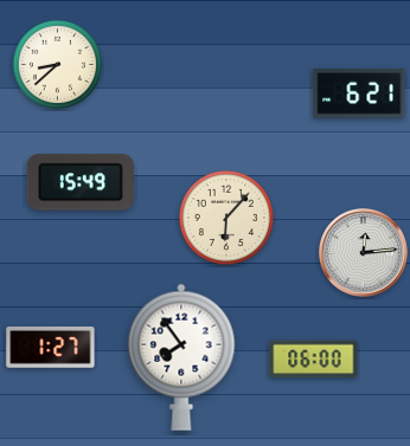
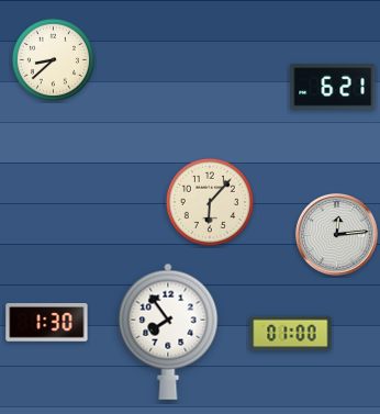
clock at (81, 182): 15:49 -> none
clock at (51, 348): 1:27 -> 1:30
clock at (314, 360): 06:00 -> 01:00
